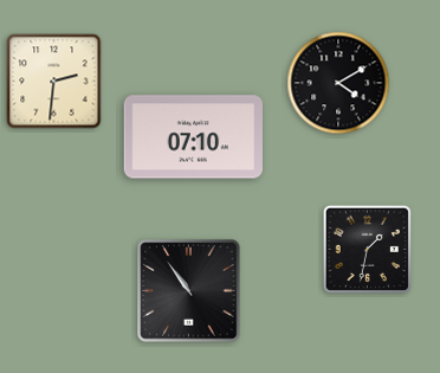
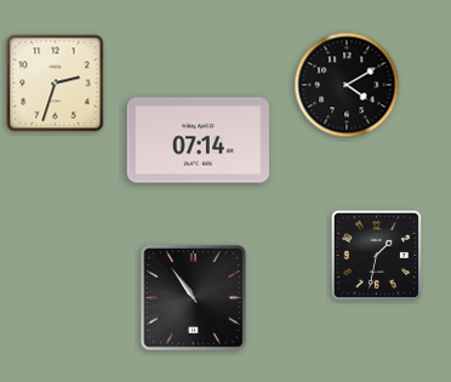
clock at (54, 82): 2:31 -> 2:33
clock at (193, 137): 07:10 -> 07:14
